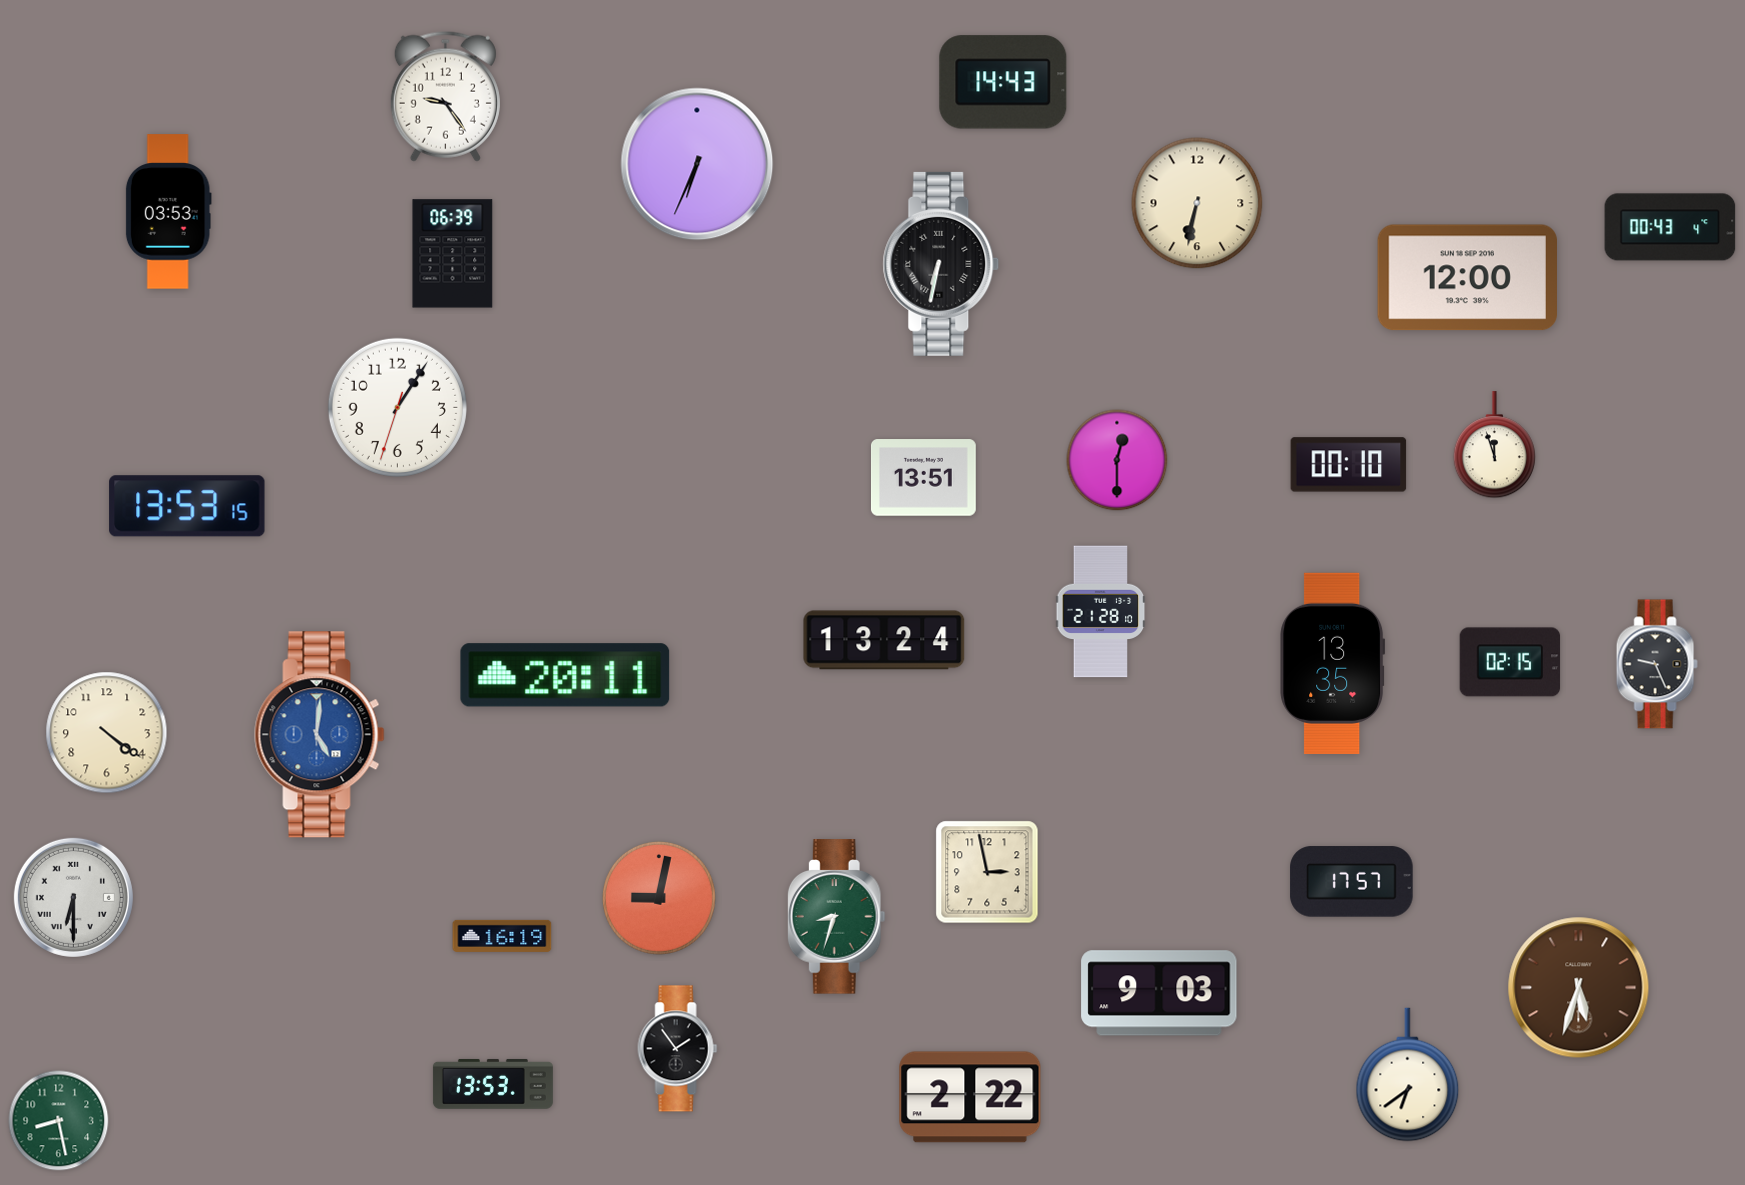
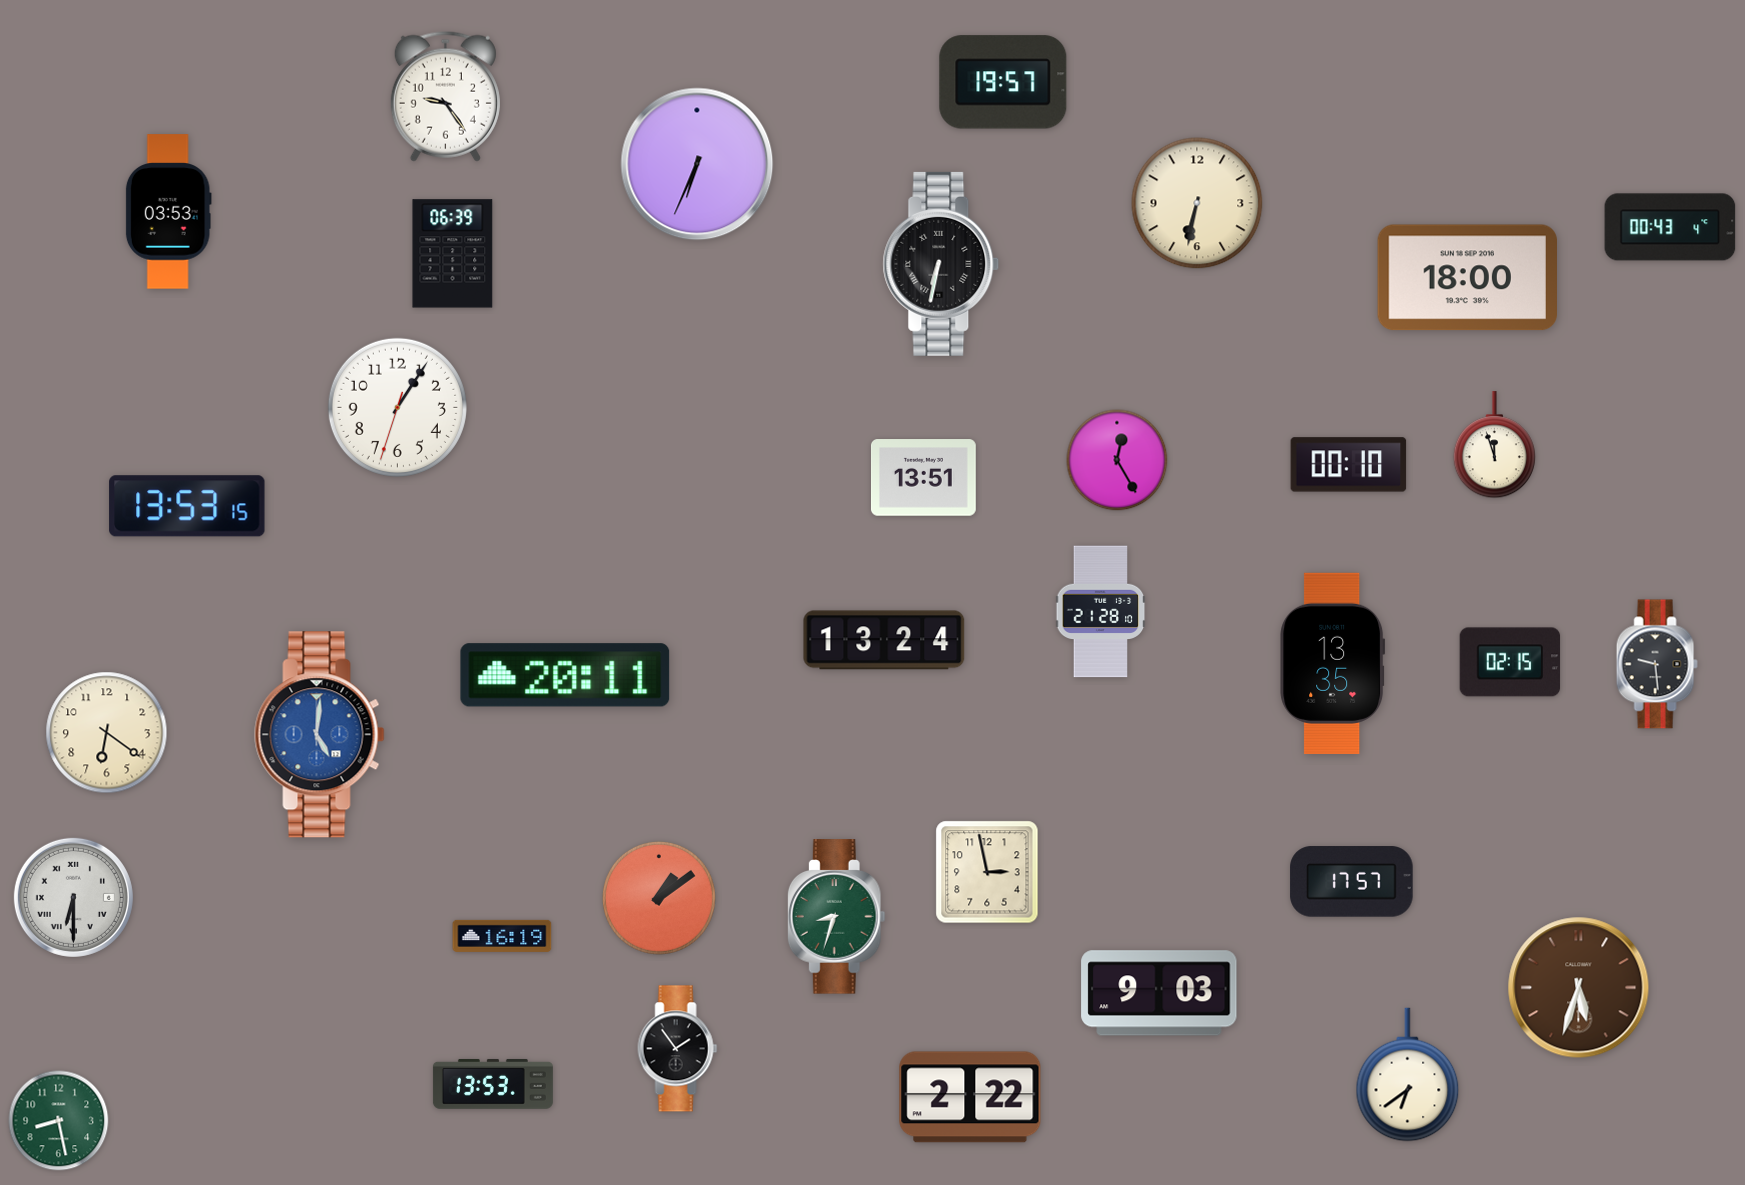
clock at (1003, 82): 14:43 -> 19:57
clock at (1467, 278): 12:00 -> 18:00
clock at (1117, 460): 12:30 -> 12:25
clock at (1657, 664): 9:26 -> 9:29
clock at (107, 733): 4:21 -> 6:21
clock at (659, 898): 9:02 -> 1:09
